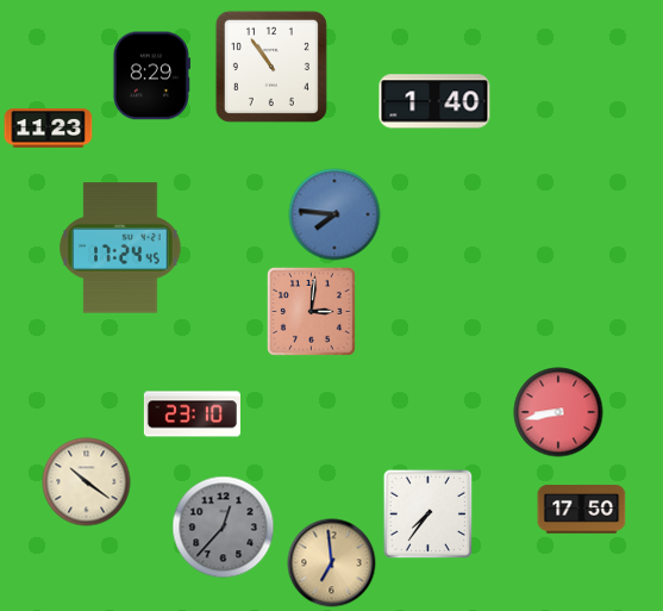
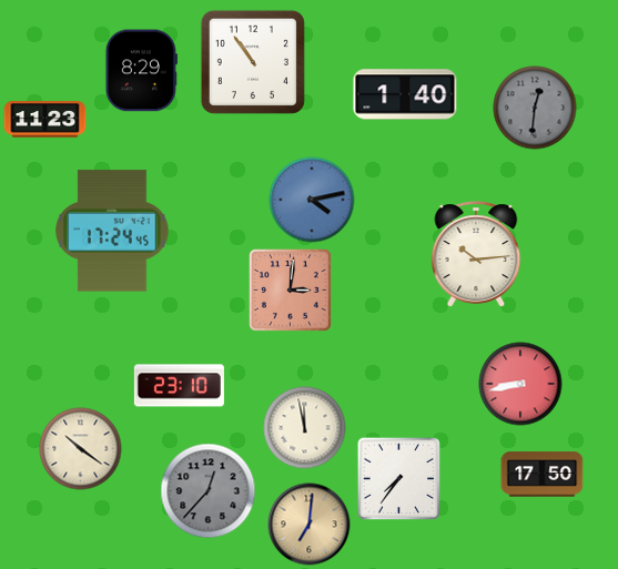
clock at (535, 108): none -> 12:31
clock at (334, 214): 7:46 -> 4:13
clock at (476, 254): none -> 10:14
clock at (305, 428): none -> 11:58
clock at (332, 563): 6:59 -> 7:01
